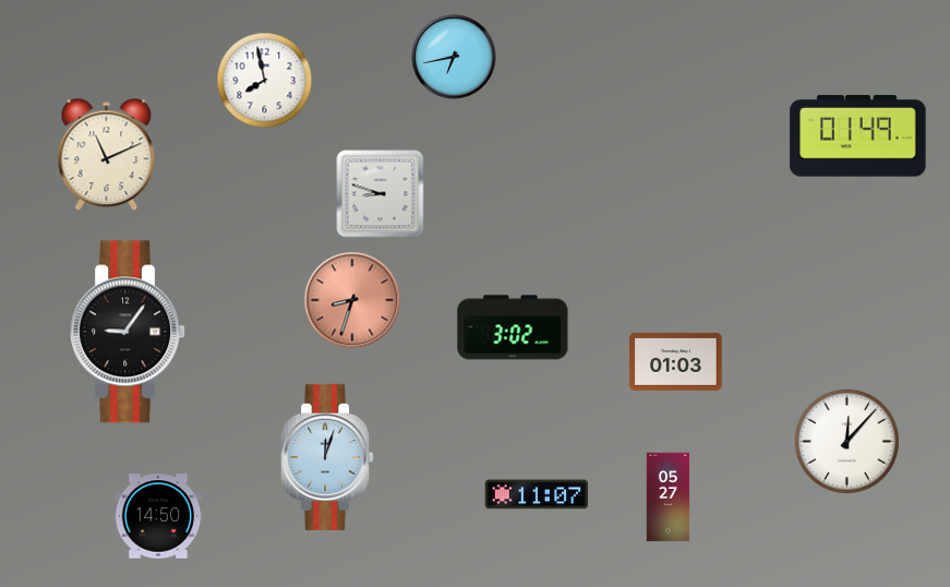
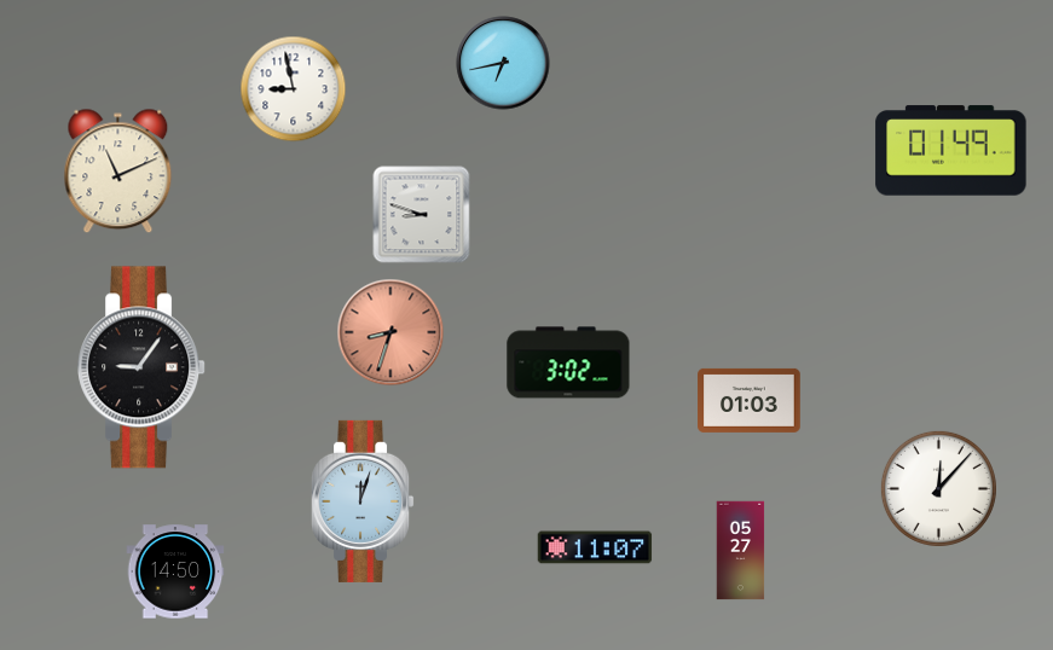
clock at (265, 81): 7:58 -> 8:58
clock at (327, 457) position: (327, 457) -> (363, 501)
